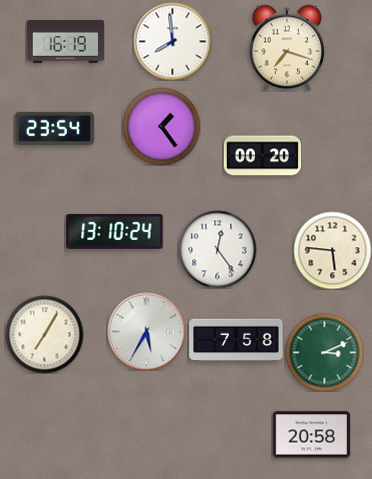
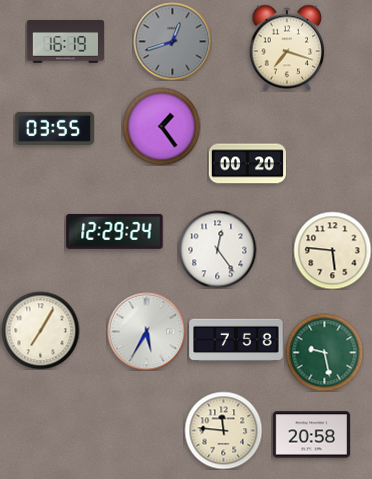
clock at (172, 41): 7:59 -> 12:42
clock at (172, 41) dial: white -> grey
clock at (54, 128): 23:54 -> 03:55
clock at (262, 156) position: (262, 156) -> (247, 164)
clock at (115, 231): 13:10 -> 12:29
clock at (44, 334) position: (44, 334) -> (40, 330)
clock at (324, 352): 3:11 -> 9:28
clock at (223, 430): none -> 11:46
